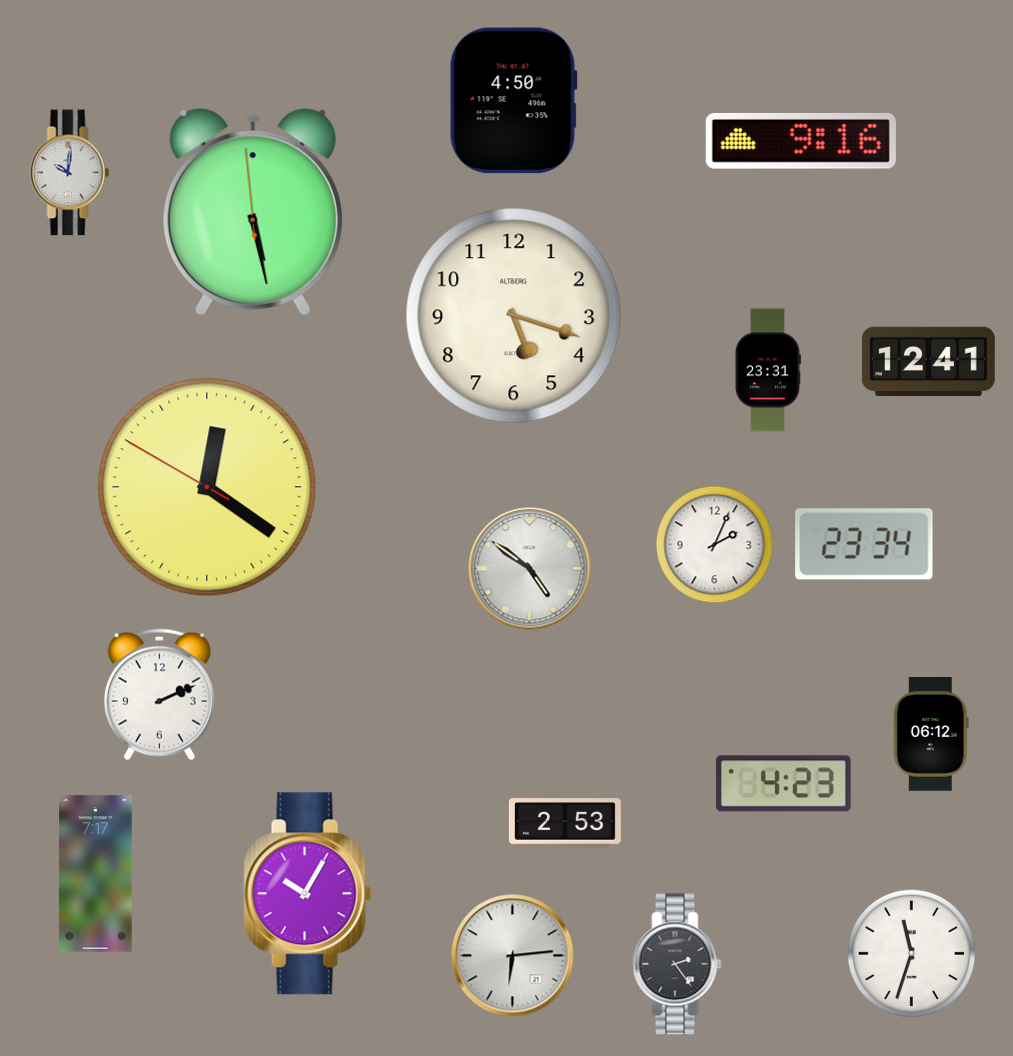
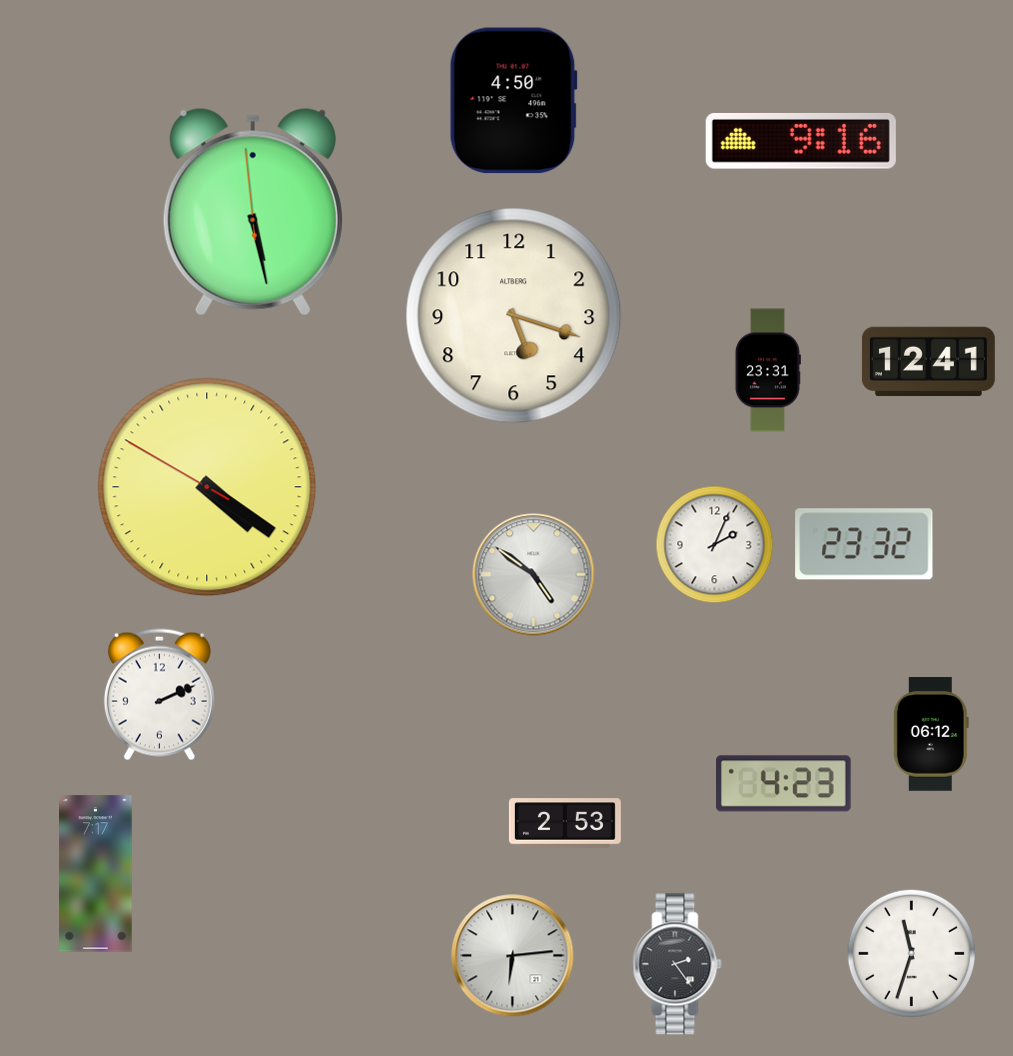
clock at (70, 173): 10:01 -> none
clock at (207, 487): 12:20 -> 4:20
clock at (864, 544): 23:34 -> 23:32
clock at (530, 569) position: (530, 569) -> (534, 575)
clock at (308, 894): 10:05 -> none
